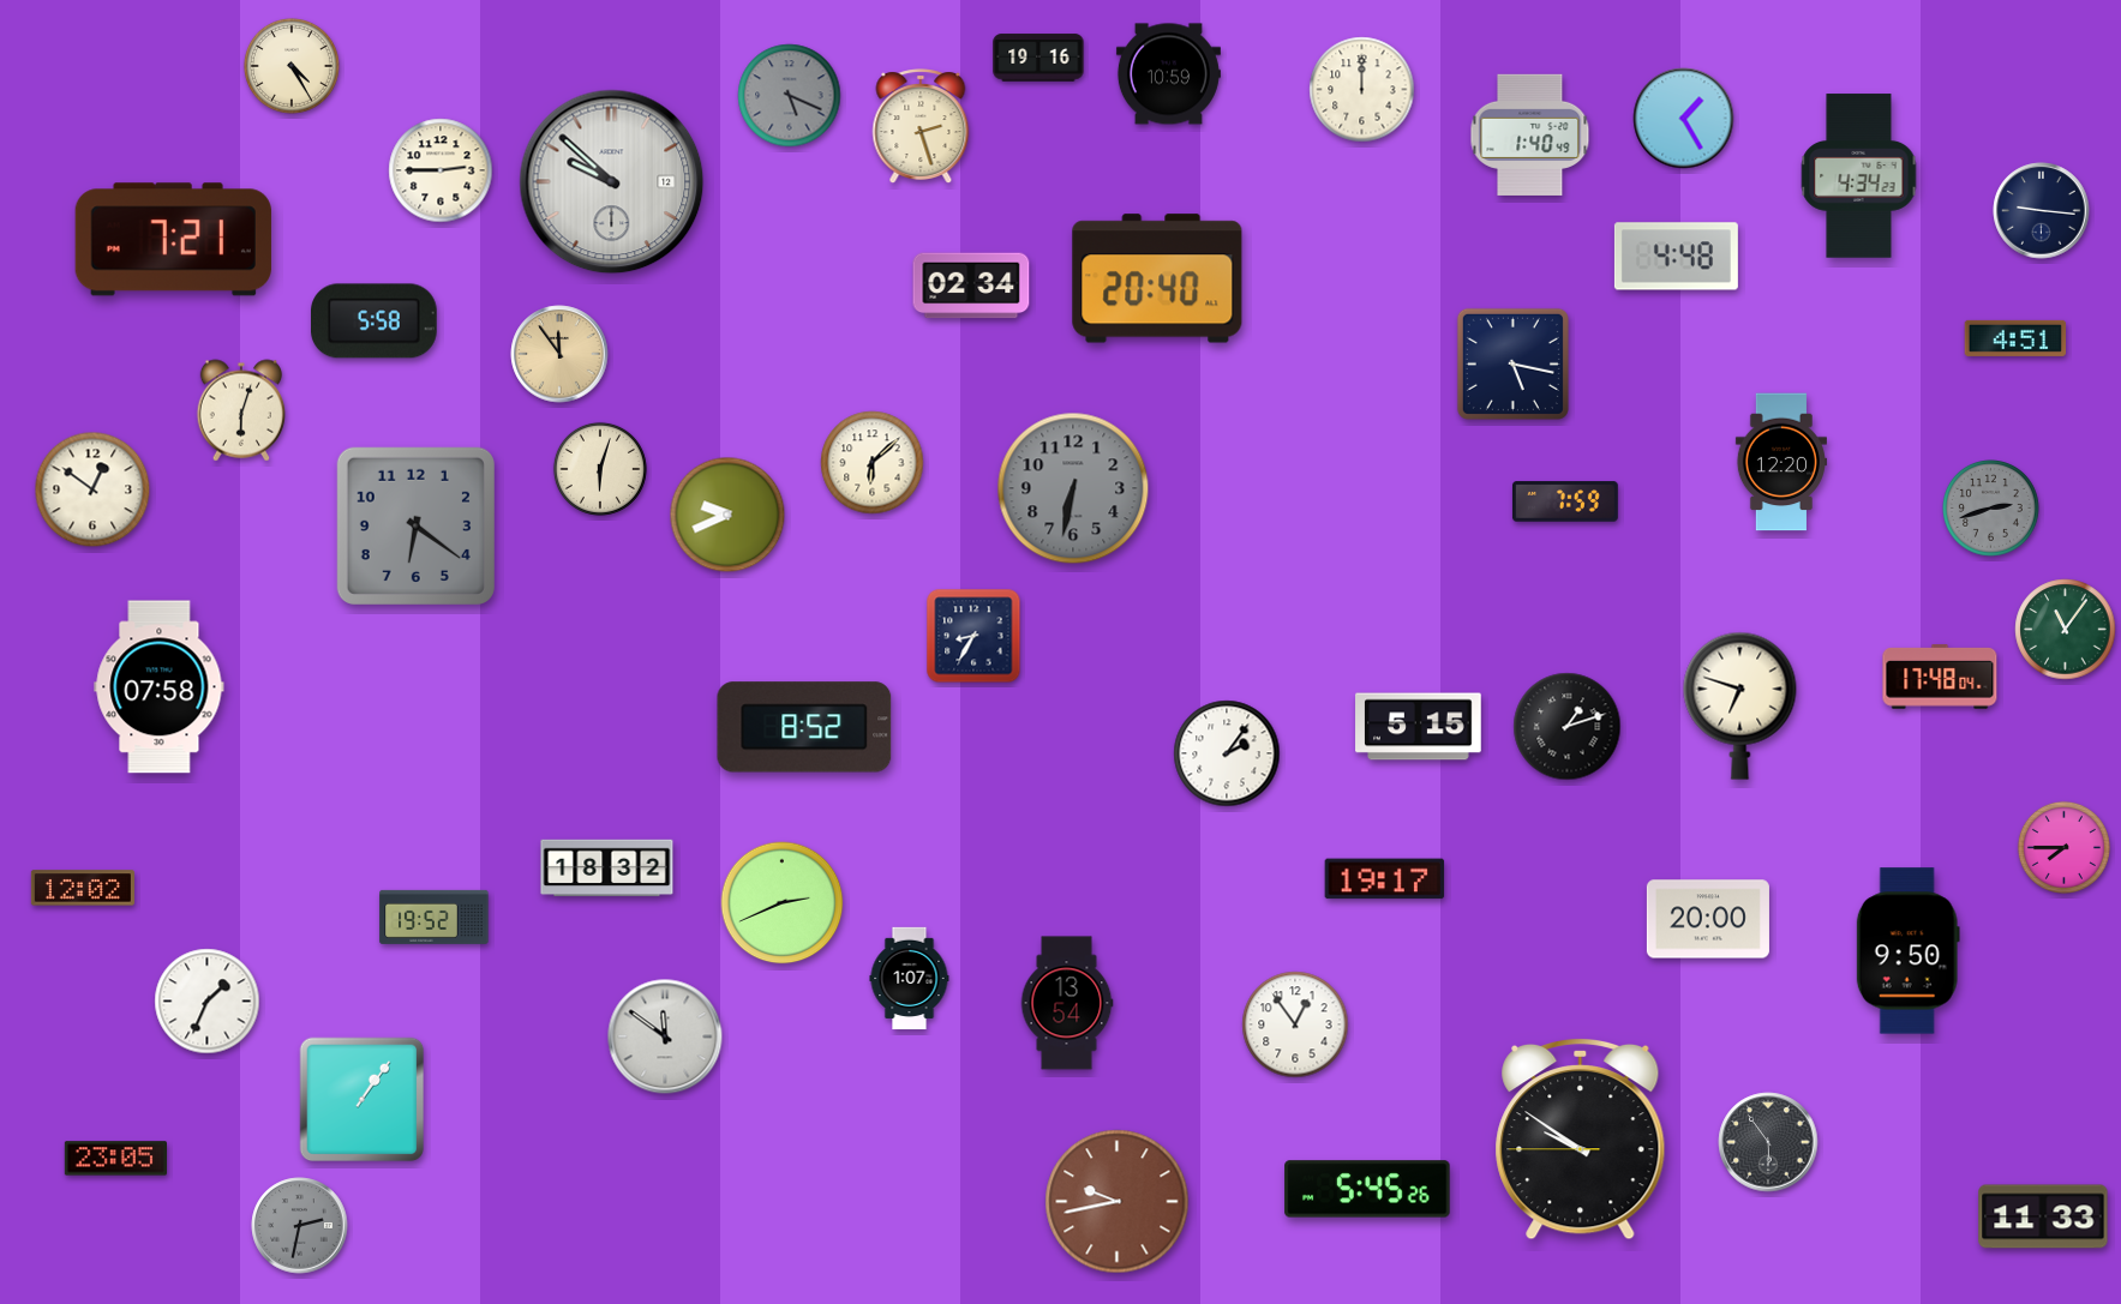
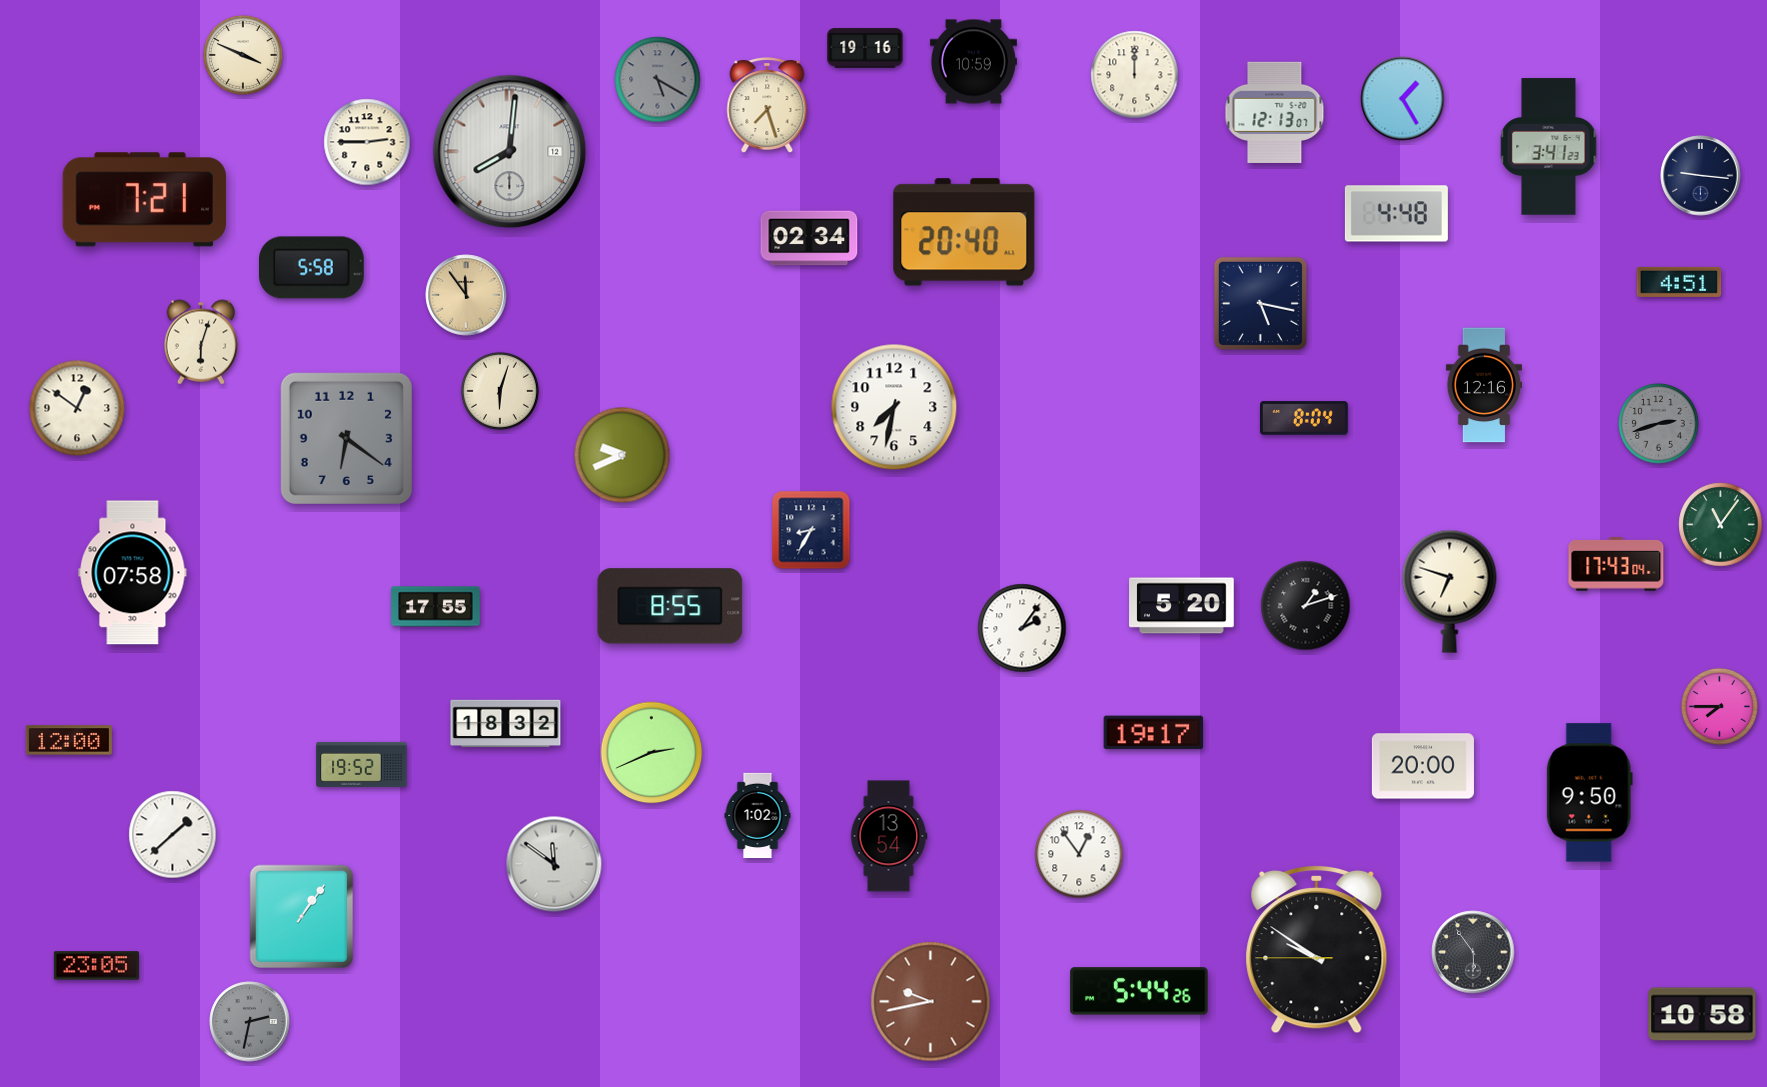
clock at (292, 66): 4:25 -> 3:49
clock at (790, 96): 5:19 -> 5:20
clock at (921, 126): 2:27 -> 7:27
clock at (1530, 134): 1:40 -> 12:13
clock at (1859, 176): 4:34 -> 3:41
clock at (612, 182): 9:52 -> 8:01
clock at (1781, 462): 12:20 -> 12:16
clock at (873, 463): 6:08 -> none
clock at (1073, 488): 6:32 -> 7:32
clock at (1073, 488) dial: grey -> white
clock at (1565, 501): 7:59 -> 8:04
clock at (727, 515) position: (727, 515) -> (622, 455)
clock at (1940, 677): 17:48 -> 17:43
clock at (1740, 705) position: (1740, 705) -> (1450, 591)
clock at (804, 727): 8:52 -> 8:55
clock at (1419, 727): 5:15 -> 5:20
clock at (436, 607): none -> 17:55
clock at (83, 888): 12:02 -> 12:00
clock at (910, 979): 1:07 -> 1:02
clock at (208, 1002): 1:34 -> 1:38
clock at (1367, 1189): 5:45 -> 5:44
clock at (2043, 1216): 11:33 -> 10:58
